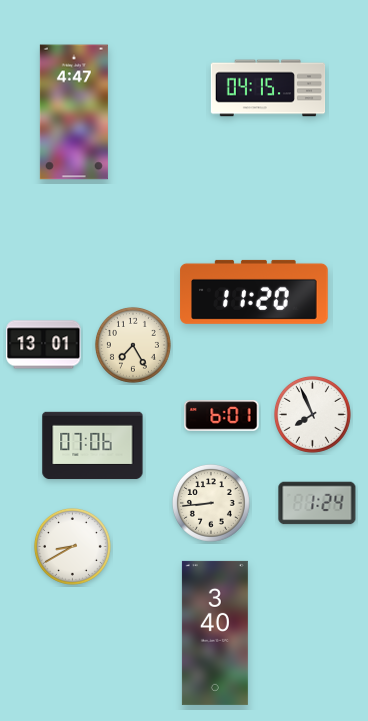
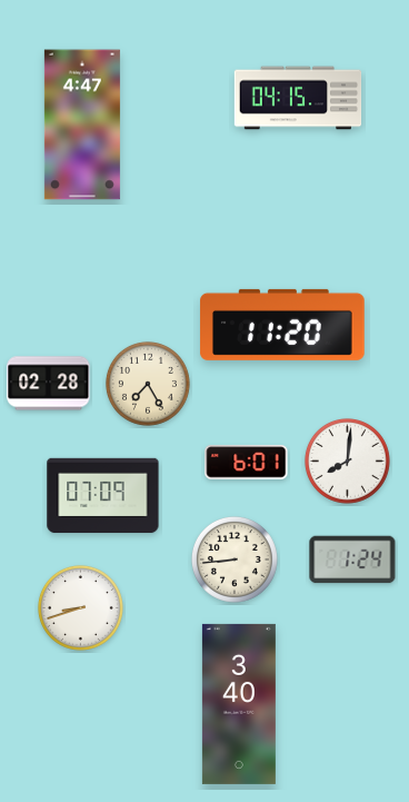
clock at (44, 345): 13:01 -> 02:28
clock at (312, 414): 7:56 -> 8:01
clock at (93, 446): 07:06 -> 07:09
clock at (72, 546): 8:40 -> 8:42
